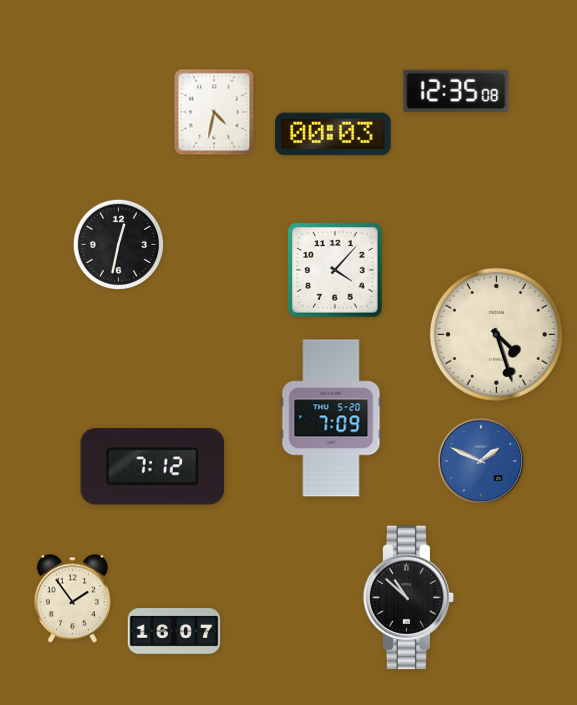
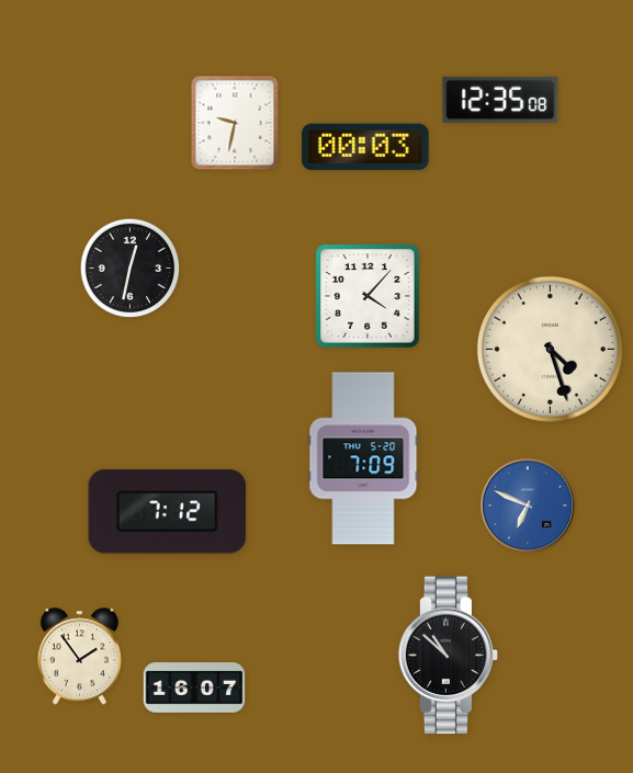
clock at (214, 112): 4:32 -> 9:32
clock at (496, 334) position: (496, 334) -> (550, 349)
clock at (481, 461): 1:49 -> 6:49
clock at (174, 631) position: (174, 631) -> (194, 687)
